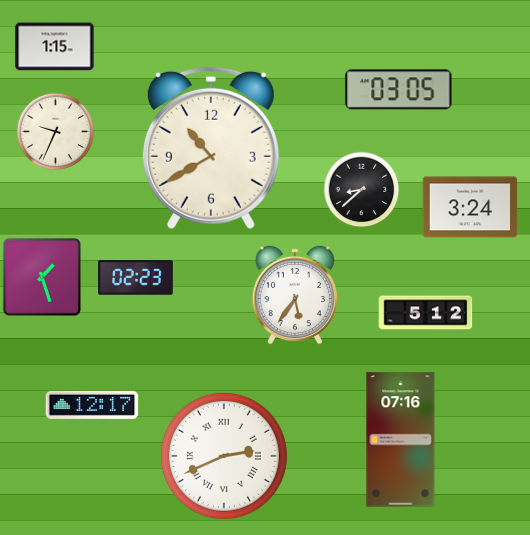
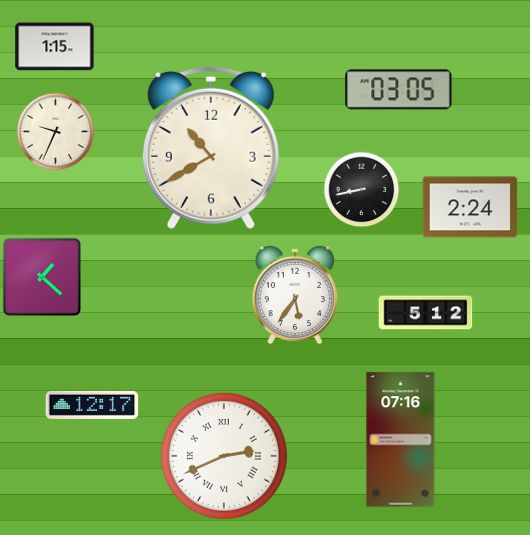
clock at (362, 190): 8:38 -> 8:43
clock at (470, 207): 3:24 -> 2:24
clock at (42, 277): 1:27 -> 1:22
clock at (136, 278): 02:23 -> none
